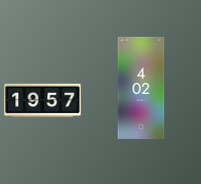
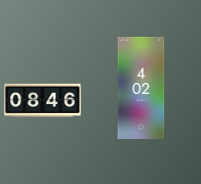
clock at (43, 101): 19:57 -> 08:46
